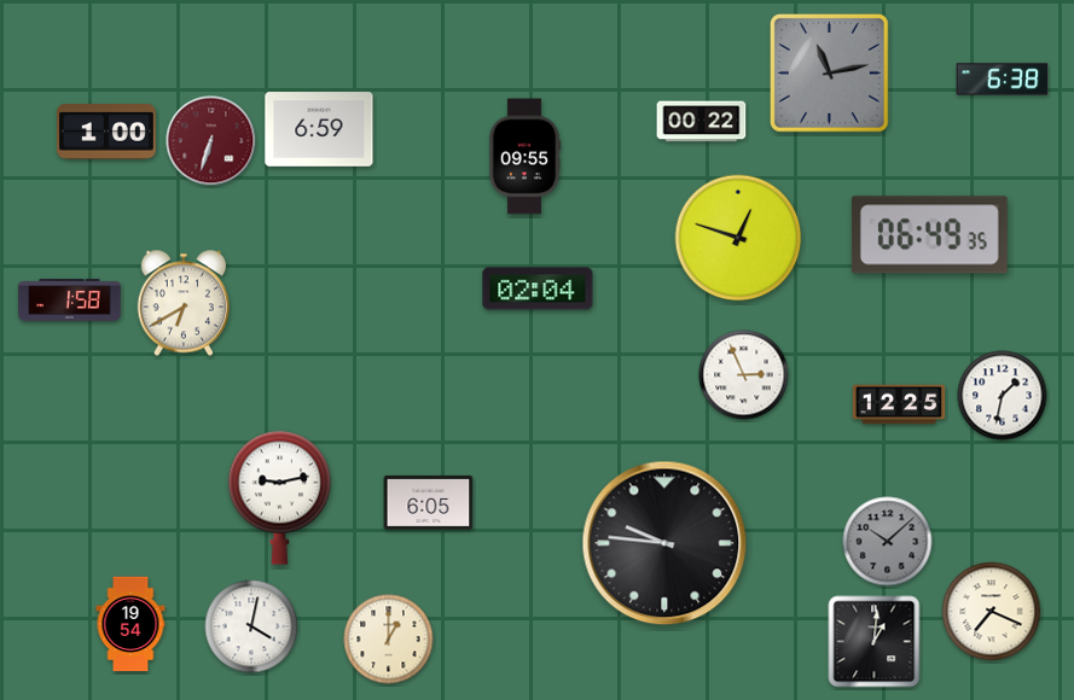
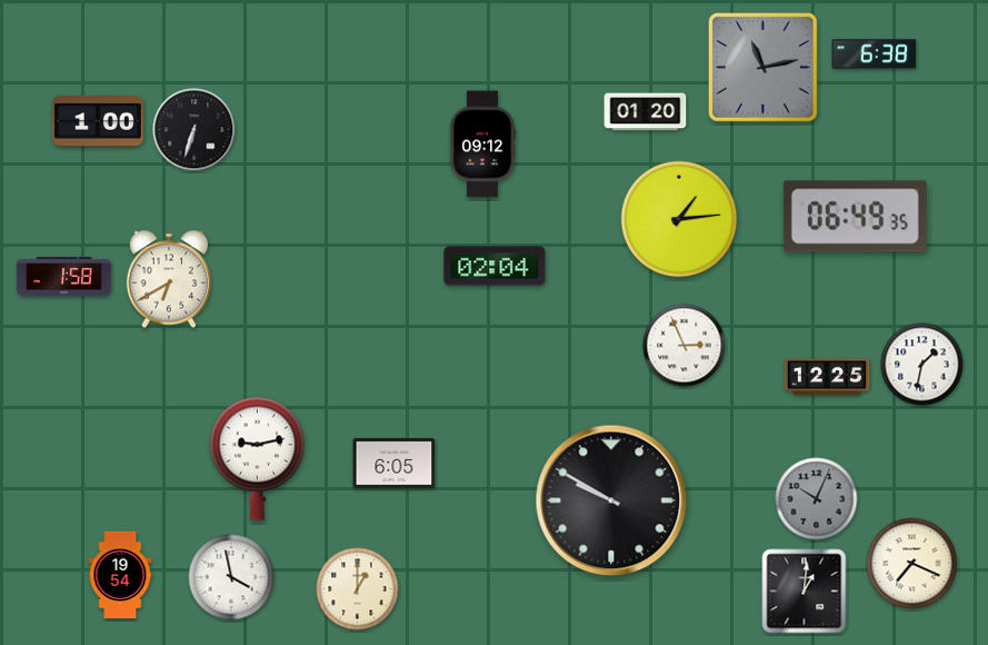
clock at (1003, 80) position: (1003, 80) -> (875, 54)
clock at (702, 122): 00:22 -> 01:20
clock at (319, 129): 6:59 -> none
clock at (211, 141) dial: burgundy -> black
clock at (524, 157): 09:55 -> 09:12
clock at (738, 238): 12:48 -> 1:14
clock at (899, 404) position: (899, 404) -> (827, 377)
clock at (888, 542): 10:08 -> 10:04
clock at (664, 543): 9:46 -> 9:50
clock at (251, 626): 4:02 -> 3:58
